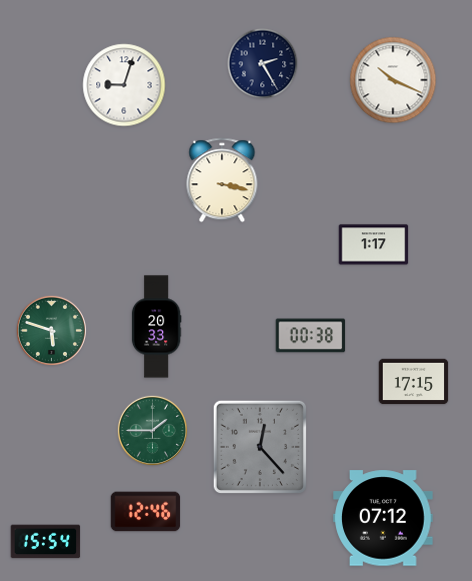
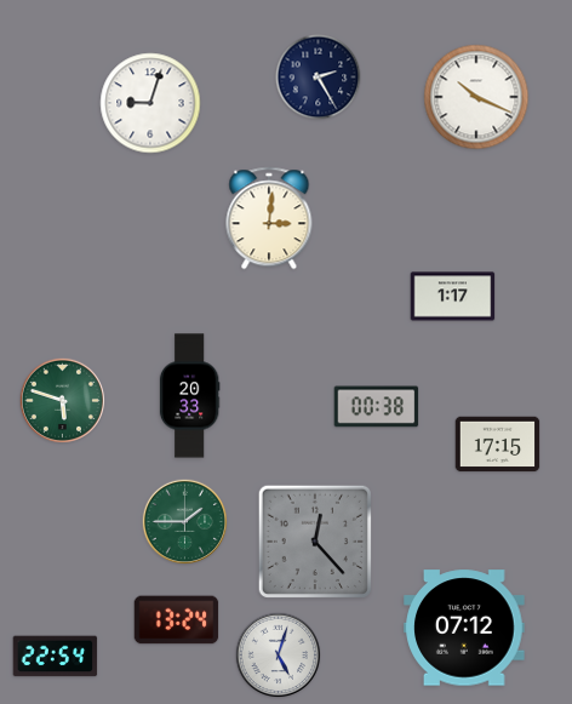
clock at (222, 180): 3:17 -> 3:01
clock at (414, 382) position: (414, 382) -> (498, 445)
clock at (146, 512): 12:46 -> 13:24
clock at (279, 656): none -> 5:03
clock at (46, 542): 15:54 -> 22:54
